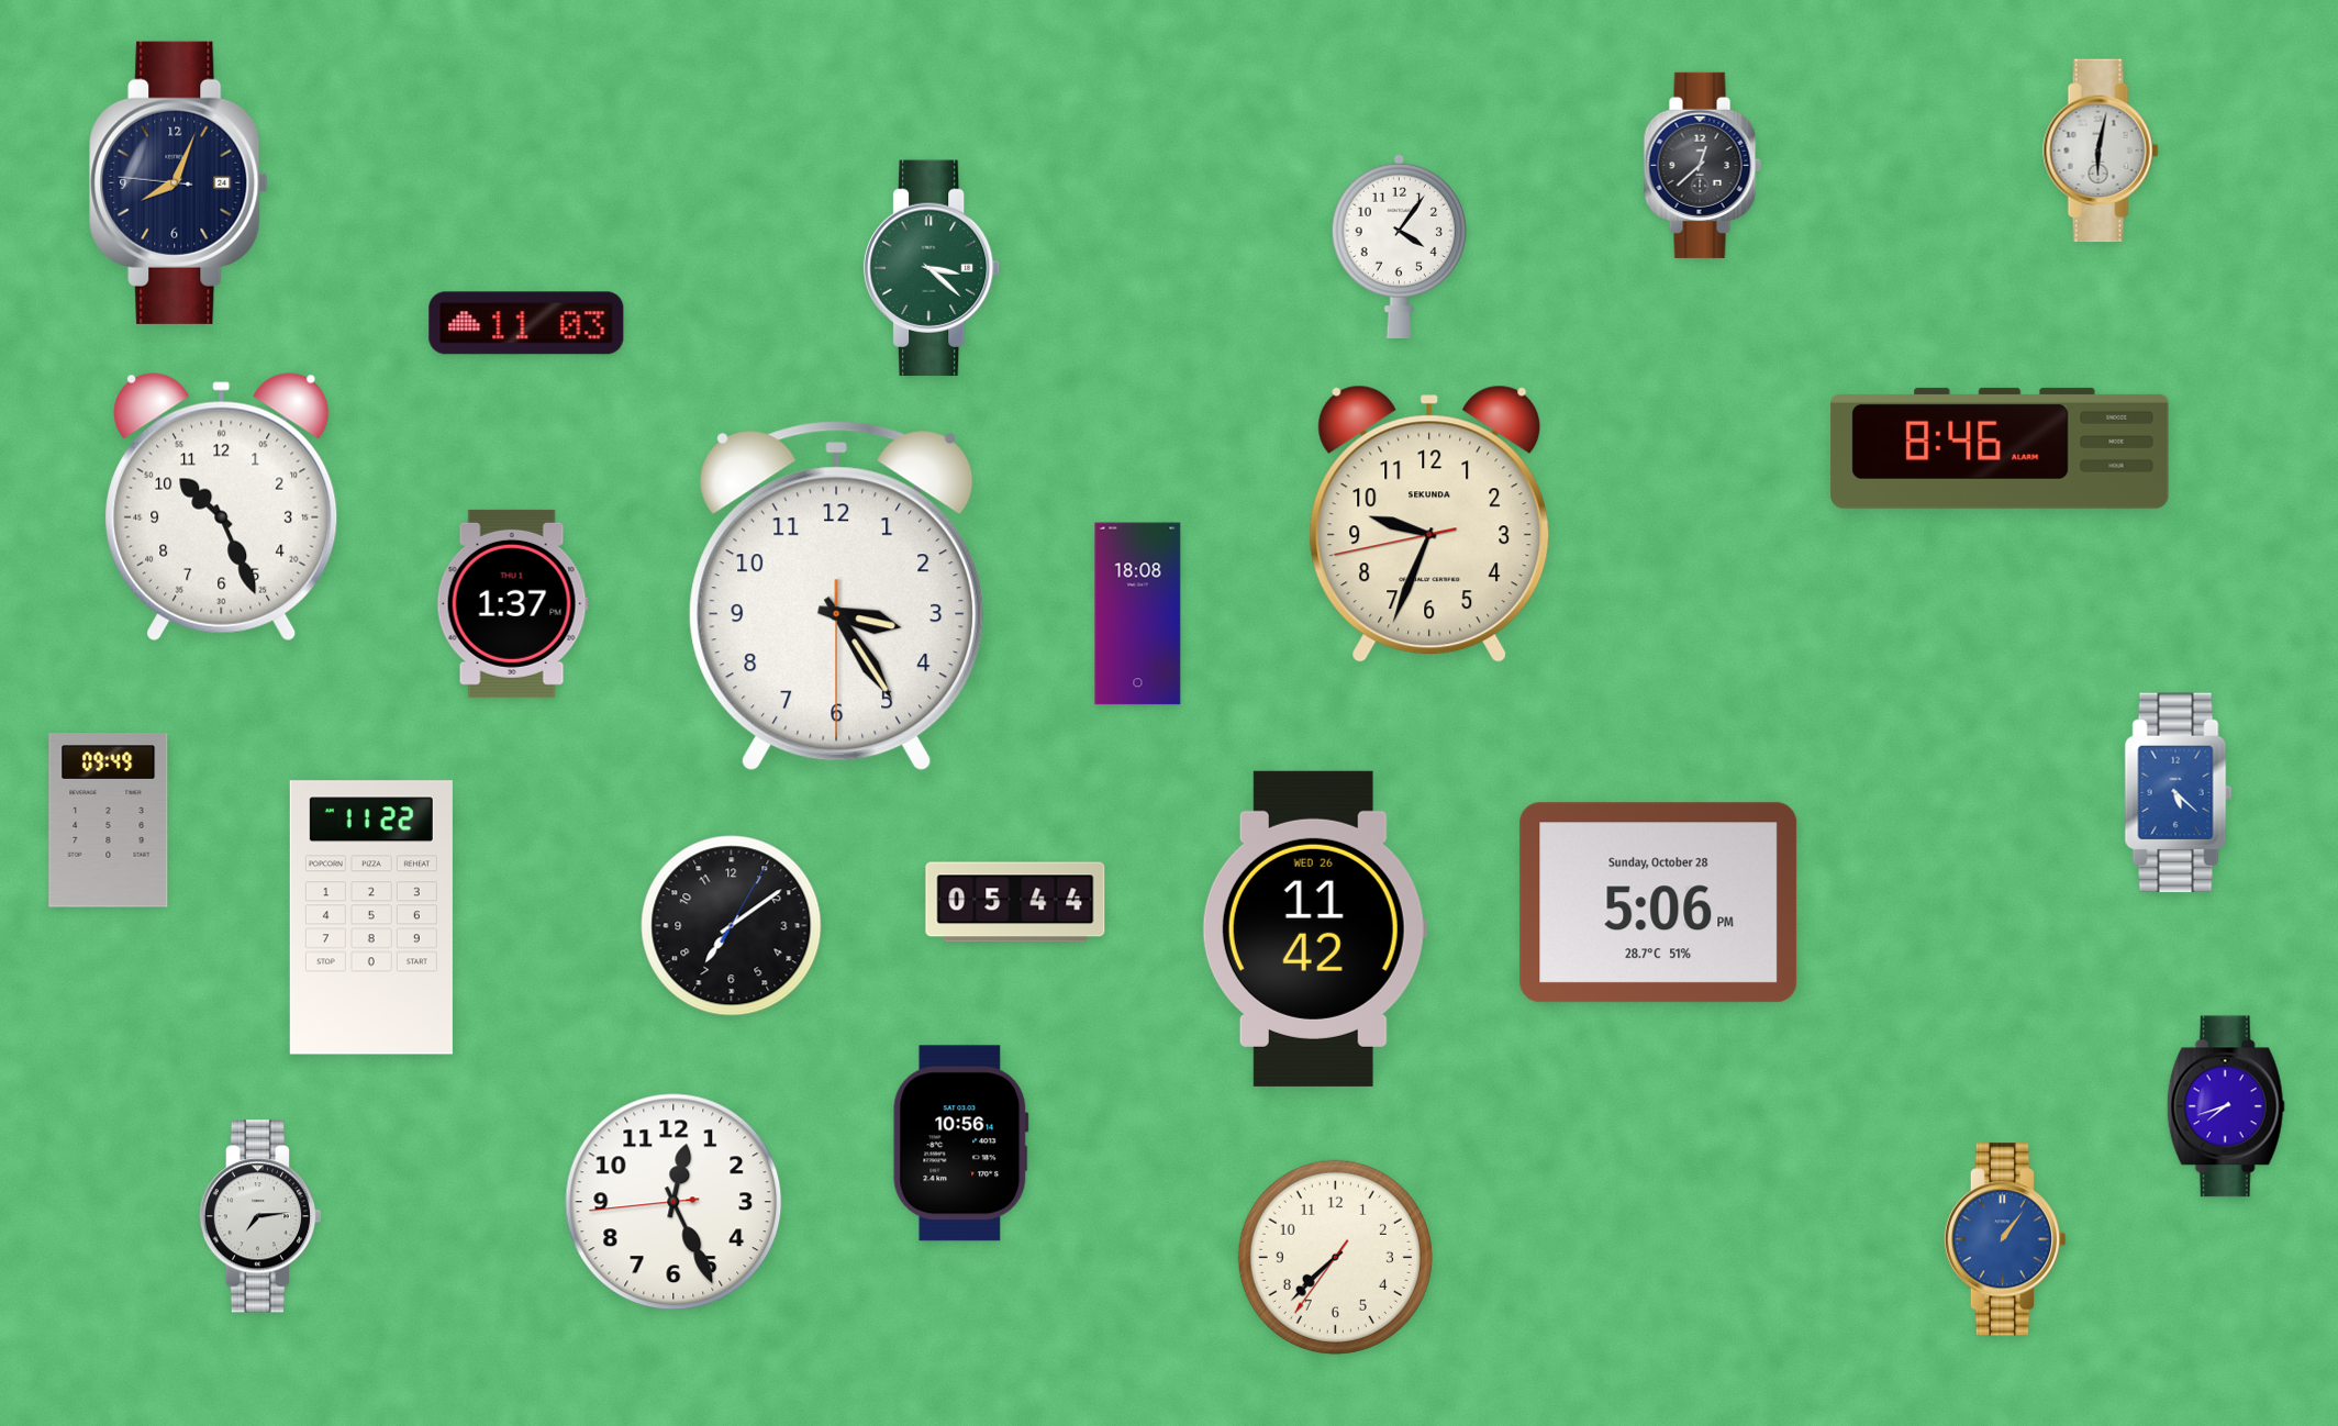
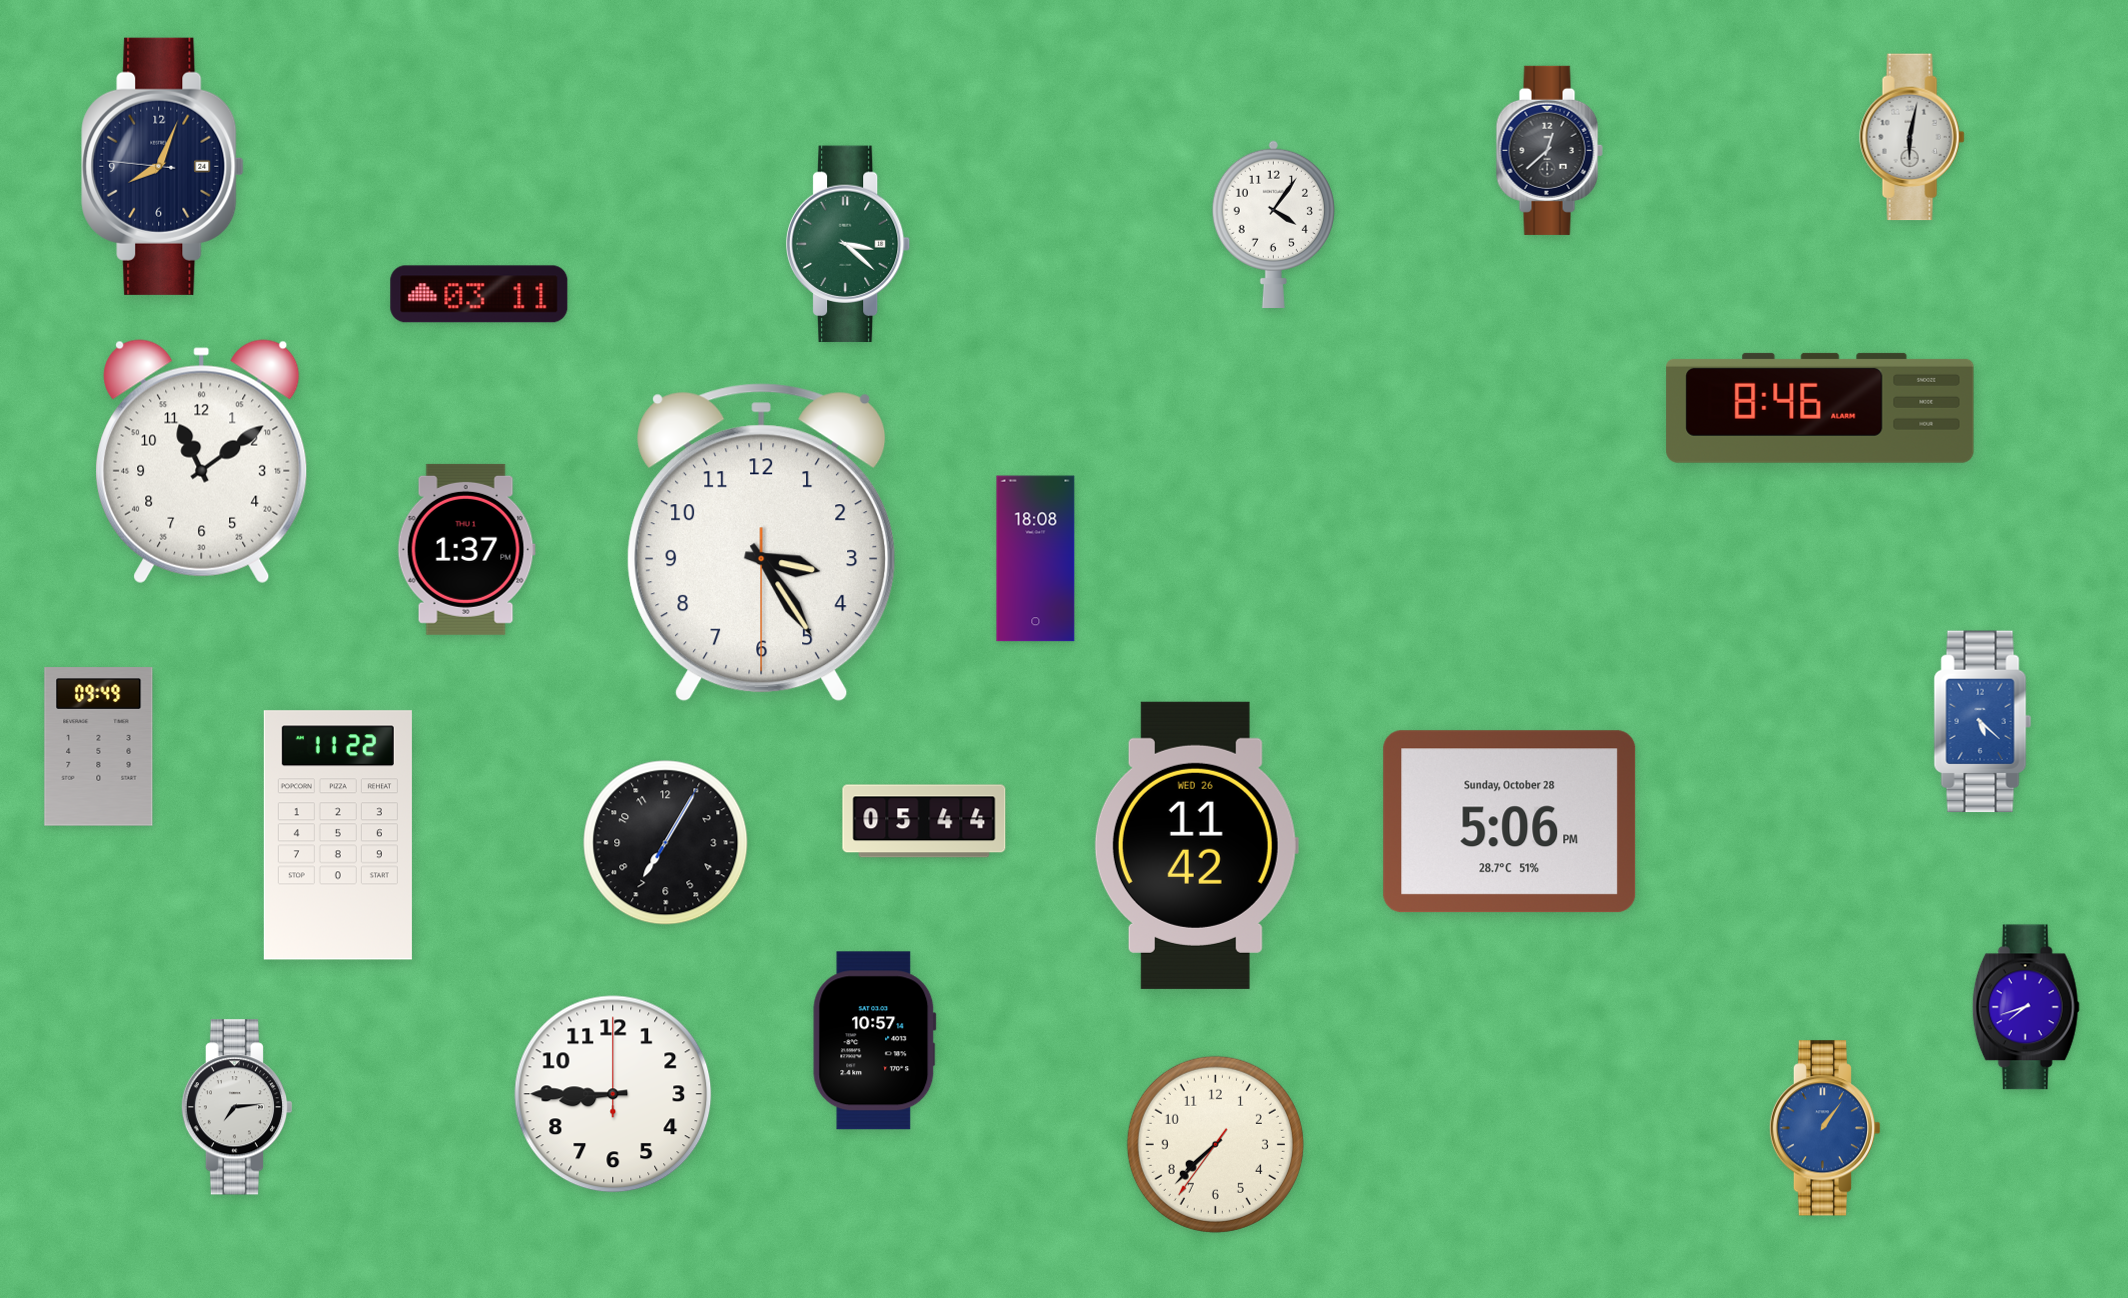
clock at (526, 323): 11:03 -> 03:11
clock at (222, 508): 10:26 -> 11:09
clock at (1429, 524): 9:33 -> none
clock at (732, 926): 7:09 -> 7:05
clock at (961, 1144): 10:56 -> 10:57
clock at (673, 1202): 12:25 -> 8:45
